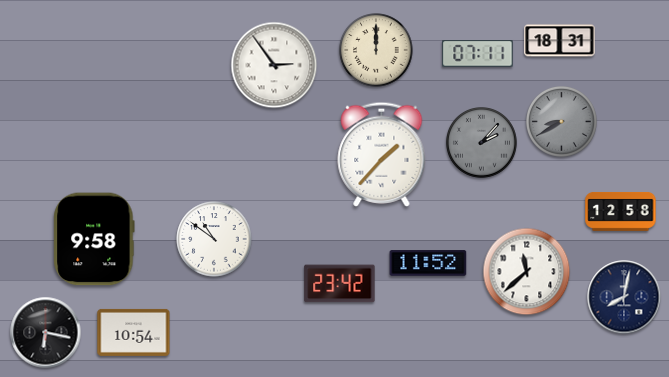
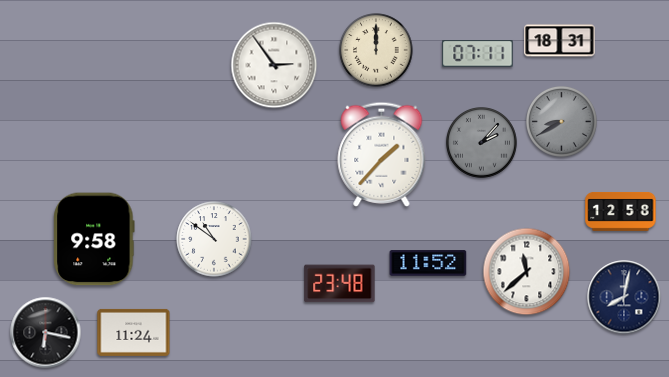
clock at (340, 284): 23:42 -> 23:48
clock at (134, 332): 10:54 -> 11:24
